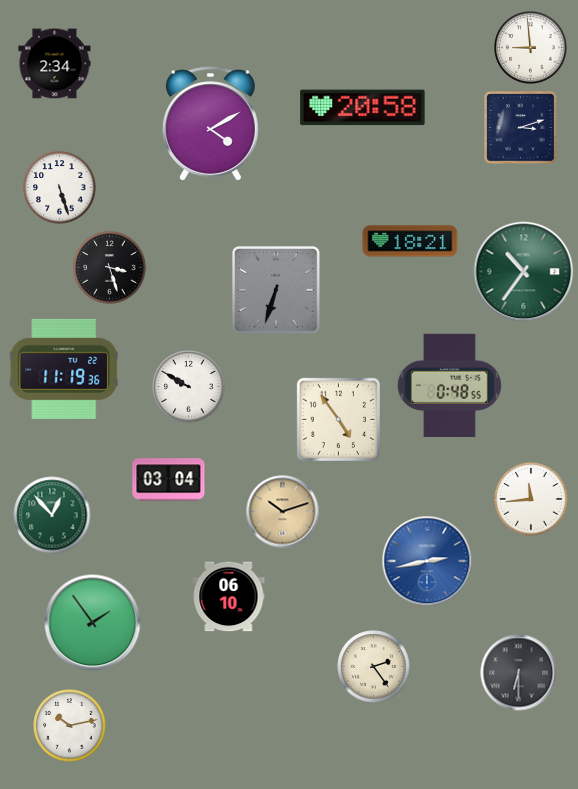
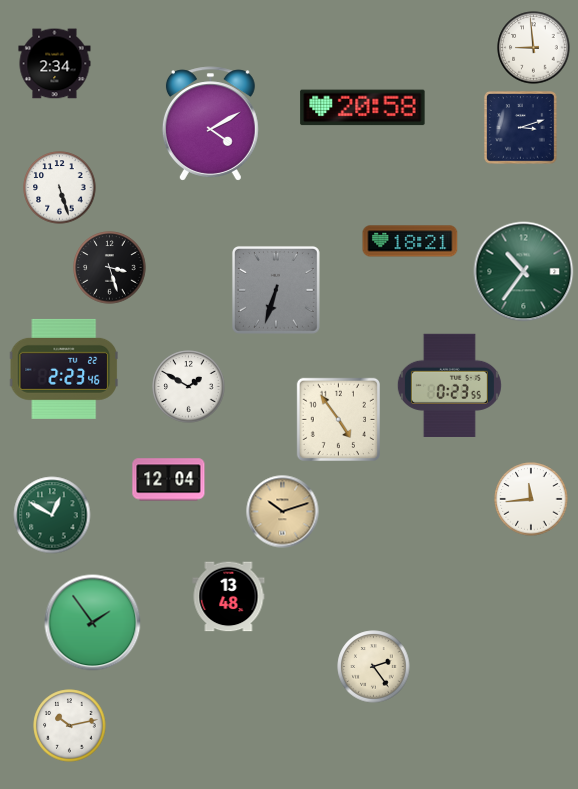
clock at (531, 48) position: (531, 48) -> (534, 48)
clock at (63, 369): 11:19 -> 2:23
clock at (449, 385): 0:48 -> 0:23
clock at (189, 387): 9:50 -> 1:50
clock at (169, 480): 03:04 -> 12:04
clock at (52, 515): 12:53 -> 12:50
clock at (427, 561): 2:43 -> none
clock at (229, 597): 06:10 -> 13:48
clock at (519, 673): 6:30 -> none
